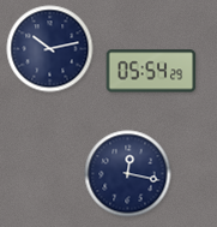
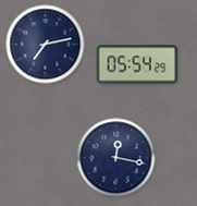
clock at (50, 49): 10:13 -> 7:13
